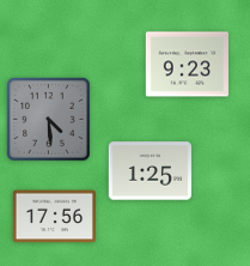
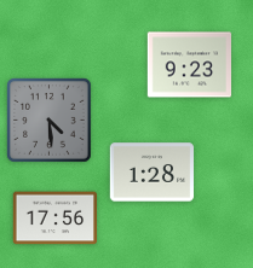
clock at (151, 171): 1:25 -> 1:28
